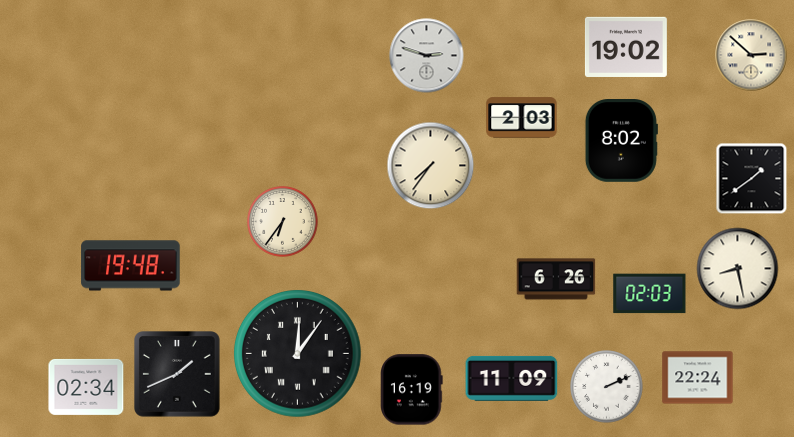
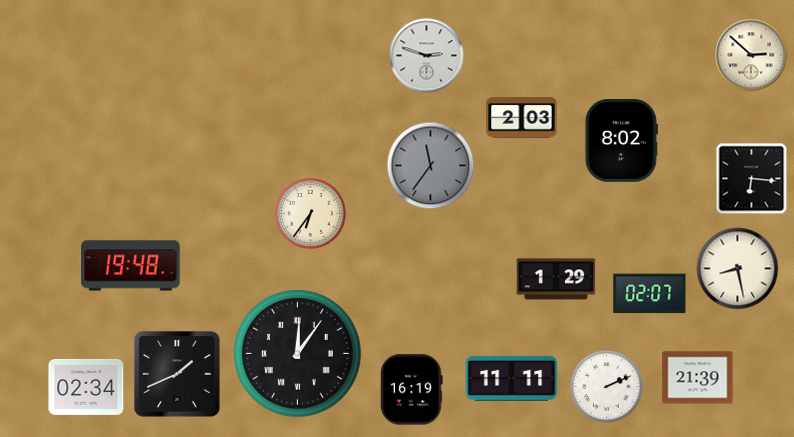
clock at (626, 47): 19:02 -> none
clock at (431, 166): 7:36 -> 11:36
clock at (431, 166) dial: cream -> grey
clock at (752, 179): 1:39 -> 6:16
clock at (283, 222) position: (283, 222) -> (311, 214)
clock at (556, 279): 6:26 -> 1:29
clock at (650, 294): 02:03 -> 02:07
clock at (512, 378): 11:09 -> 11:11
clock at (698, 378): 22:24 -> 21:39
